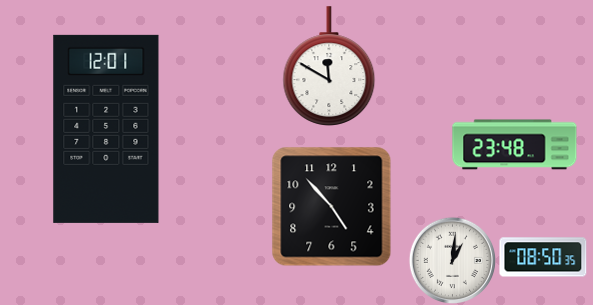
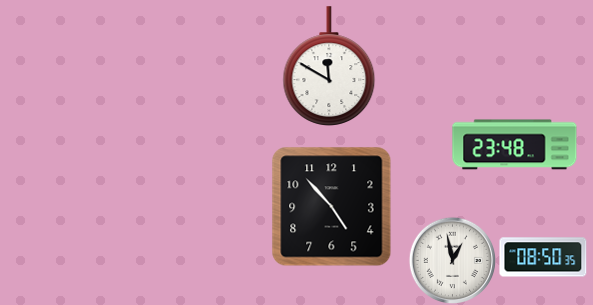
clock at (106, 129): 12:01 -> none
clock at (452, 260): 1:01 -> 12:58
